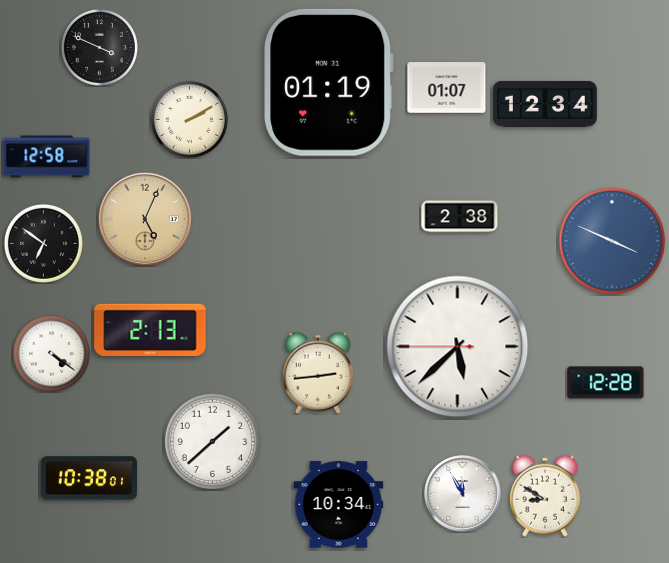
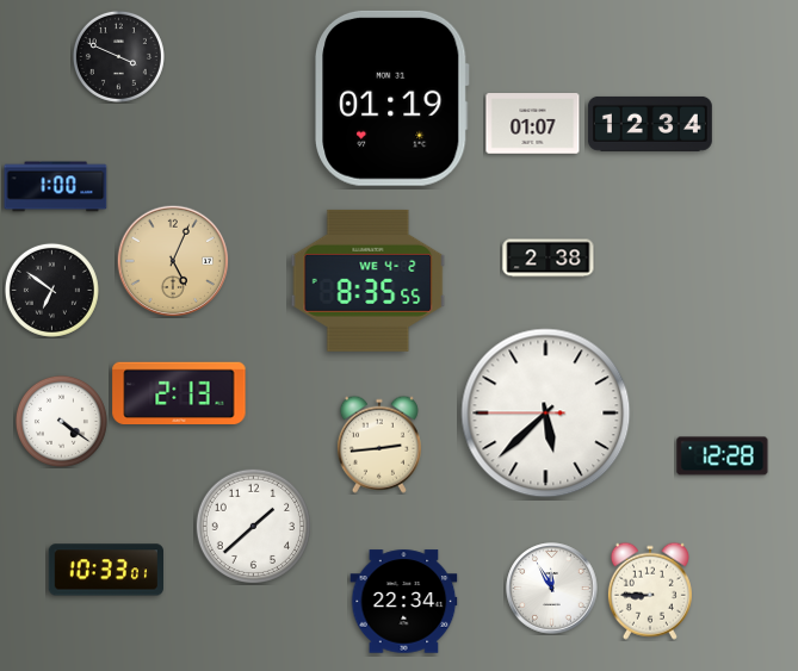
clock at (447, 88) position: (447, 88) -> (533, 124)
clock at (189, 119): 2:10 -> none
clock at (47, 157): 12:58 -> 1:00
clock at (369, 280): none -> 8:35
clock at (612, 241): 3:49 -> none
clock at (88, 478): 10:38 -> 10:33
clock at (545, 496): 8:50 -> 8:45
clock at (339, 505): 10:34 -> 22:34
